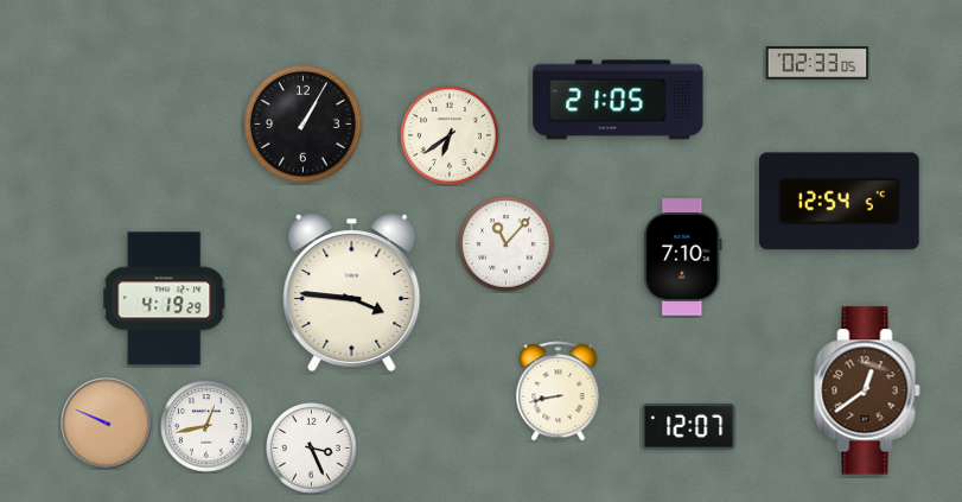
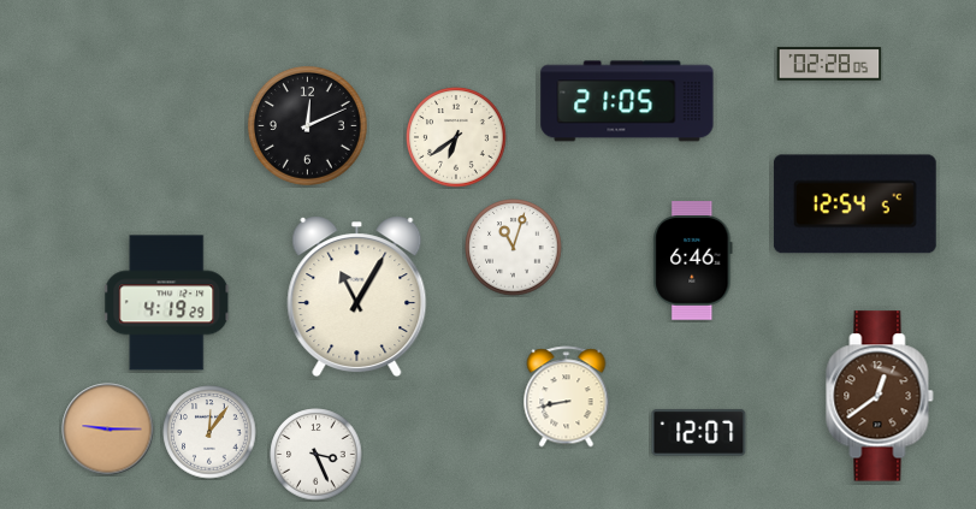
clock at (817, 63): 02:33 -> 02:28
clock at (302, 123): 1:05 -> 12:11
clock at (839, 202) position: (839, 202) -> (854, 205)
clock at (507, 244): 11:07 -> 11:03
clock at (683, 258): 7:10 -> 6:46
clock at (352, 293): 3:46 -> 11:05
clock at (107, 424): 9:49 -> 9:15
clock at (206, 426): 12:43 -> 12:06
